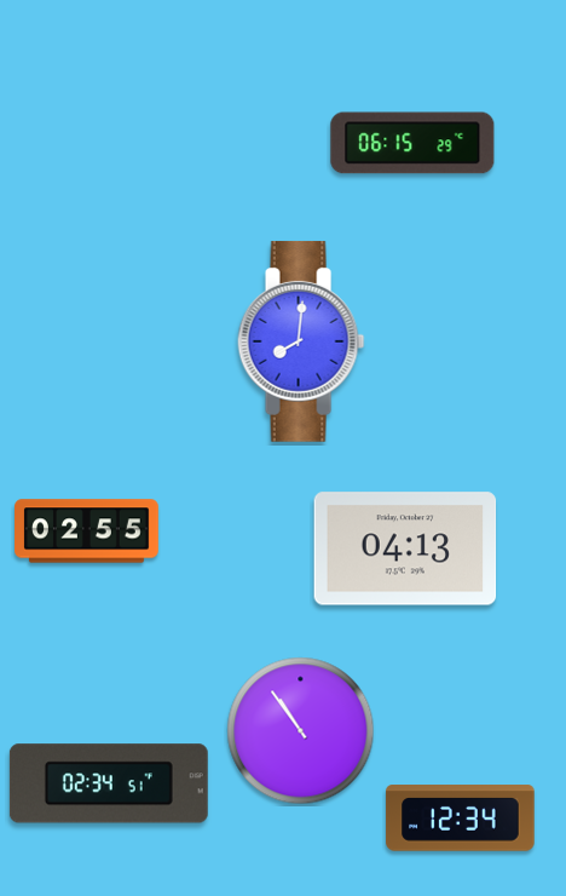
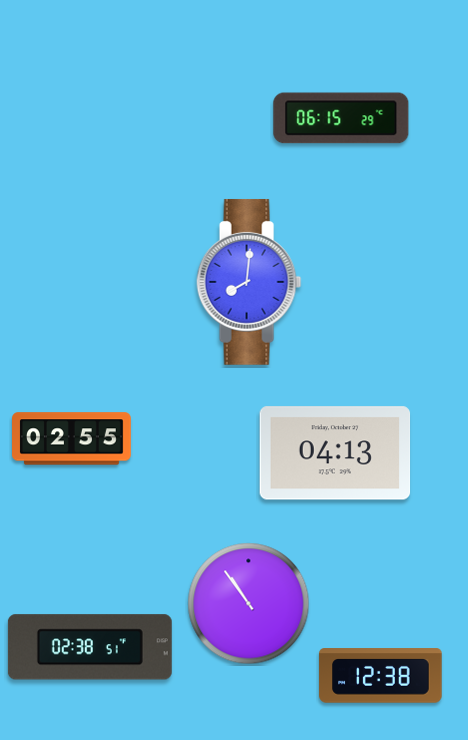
clock at (109, 783): 02:34 -> 02:38
clock at (461, 819): 12:34 -> 12:38
